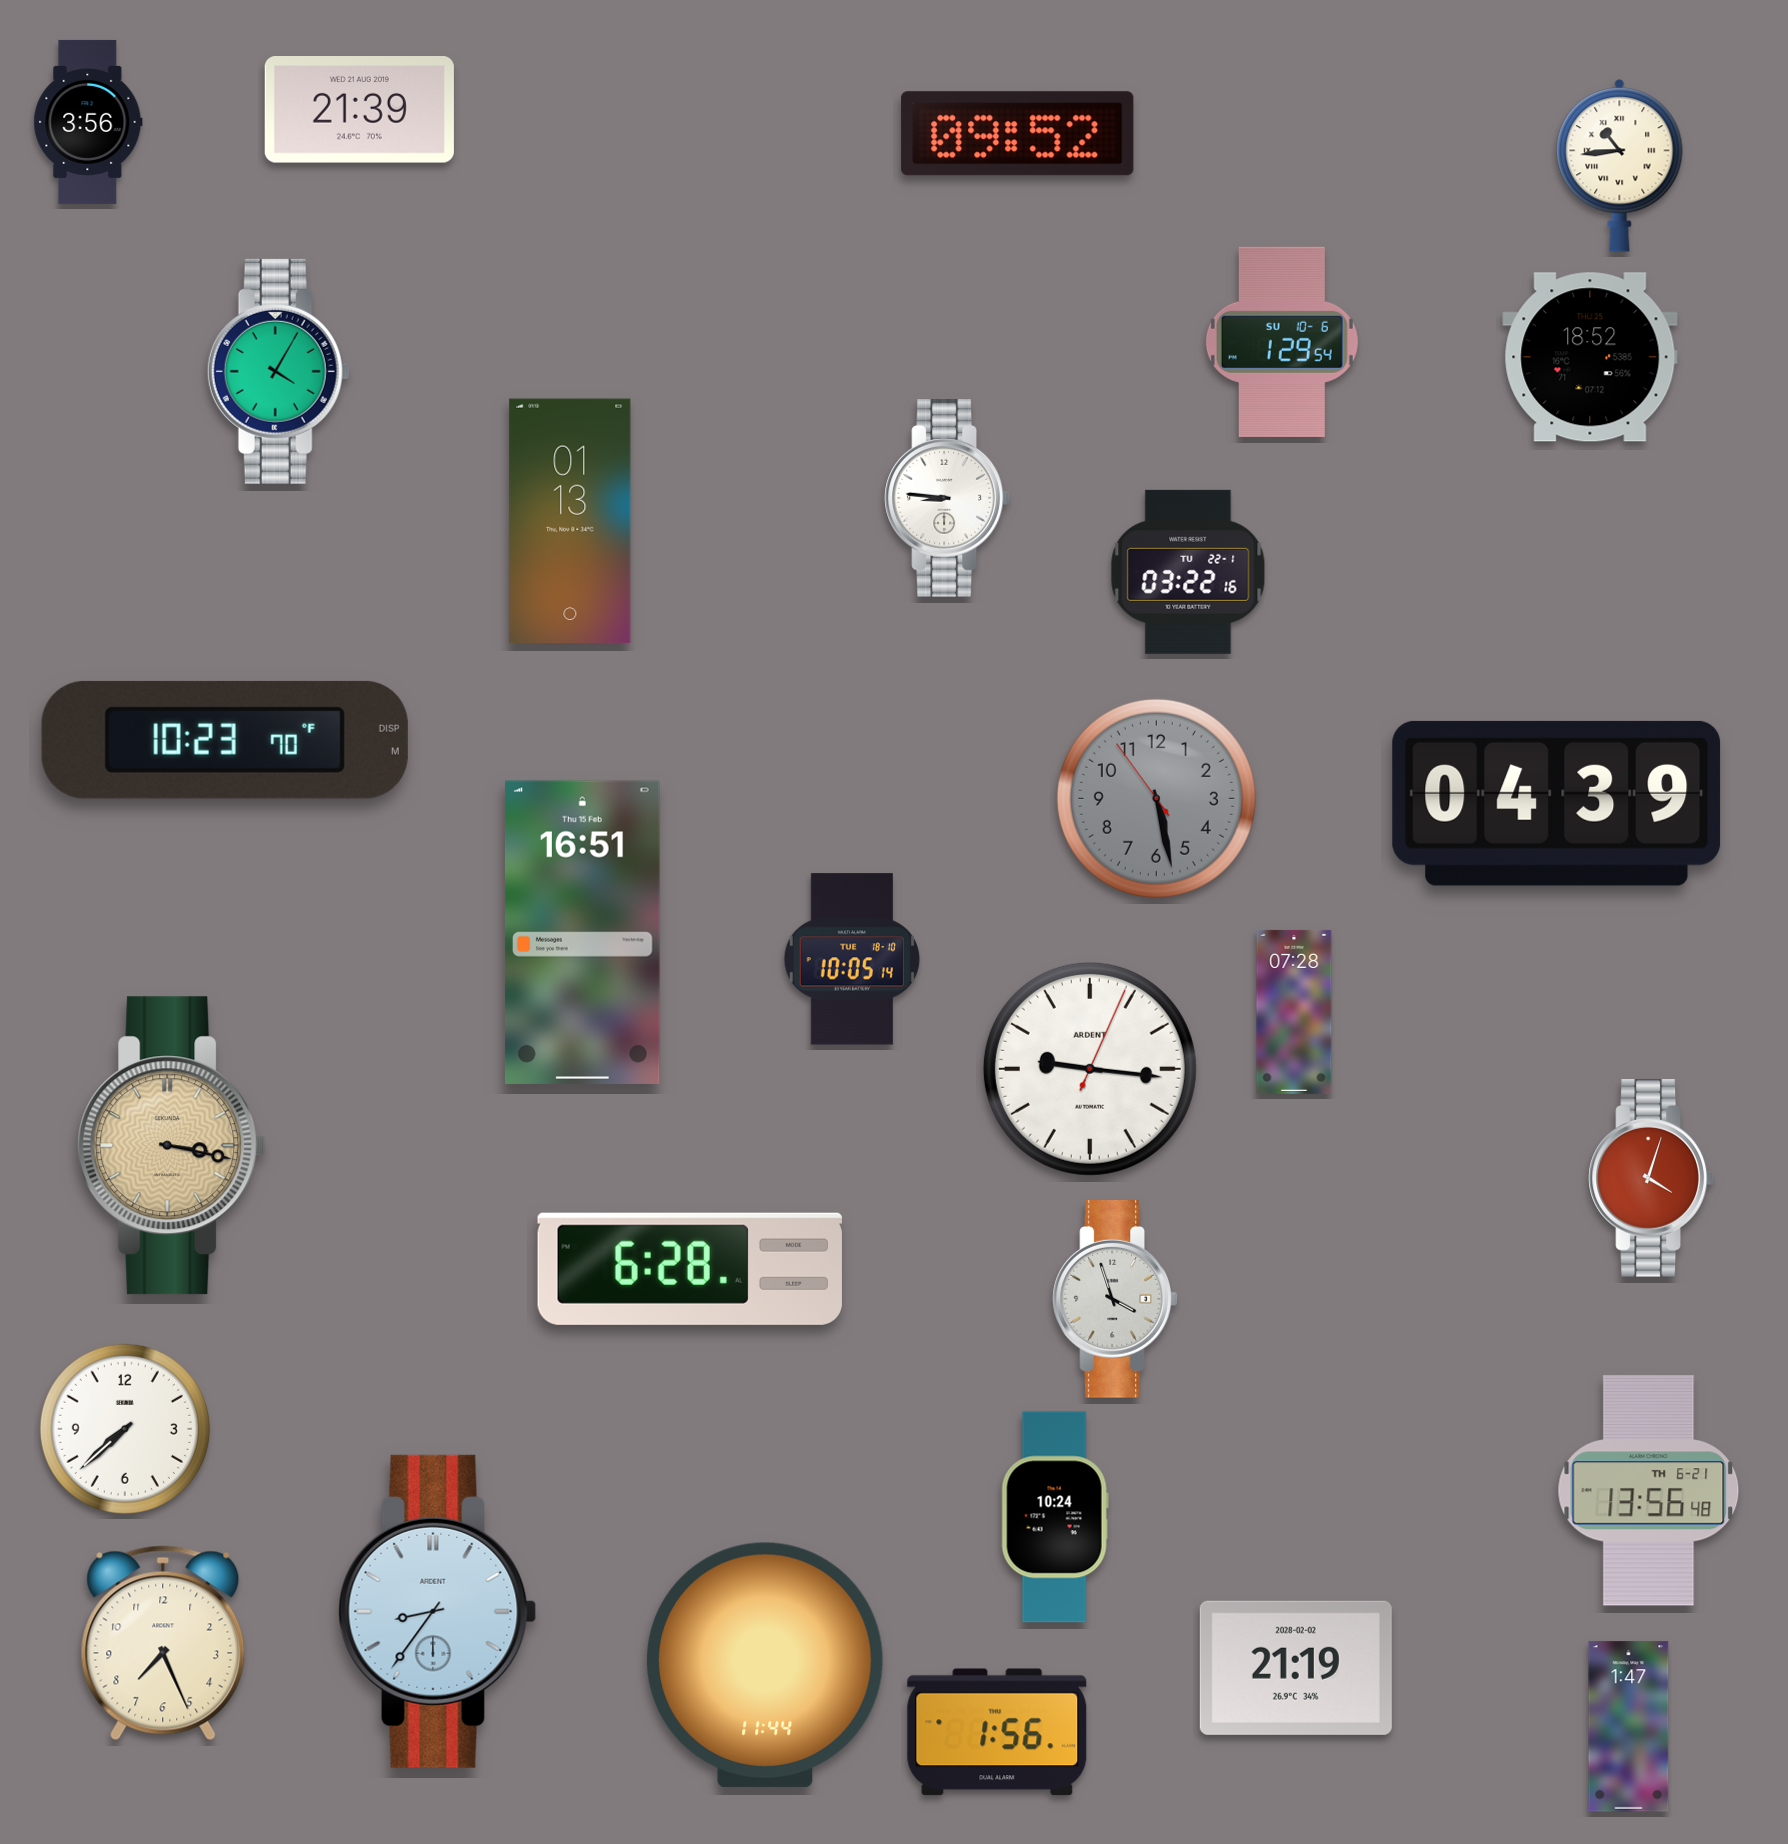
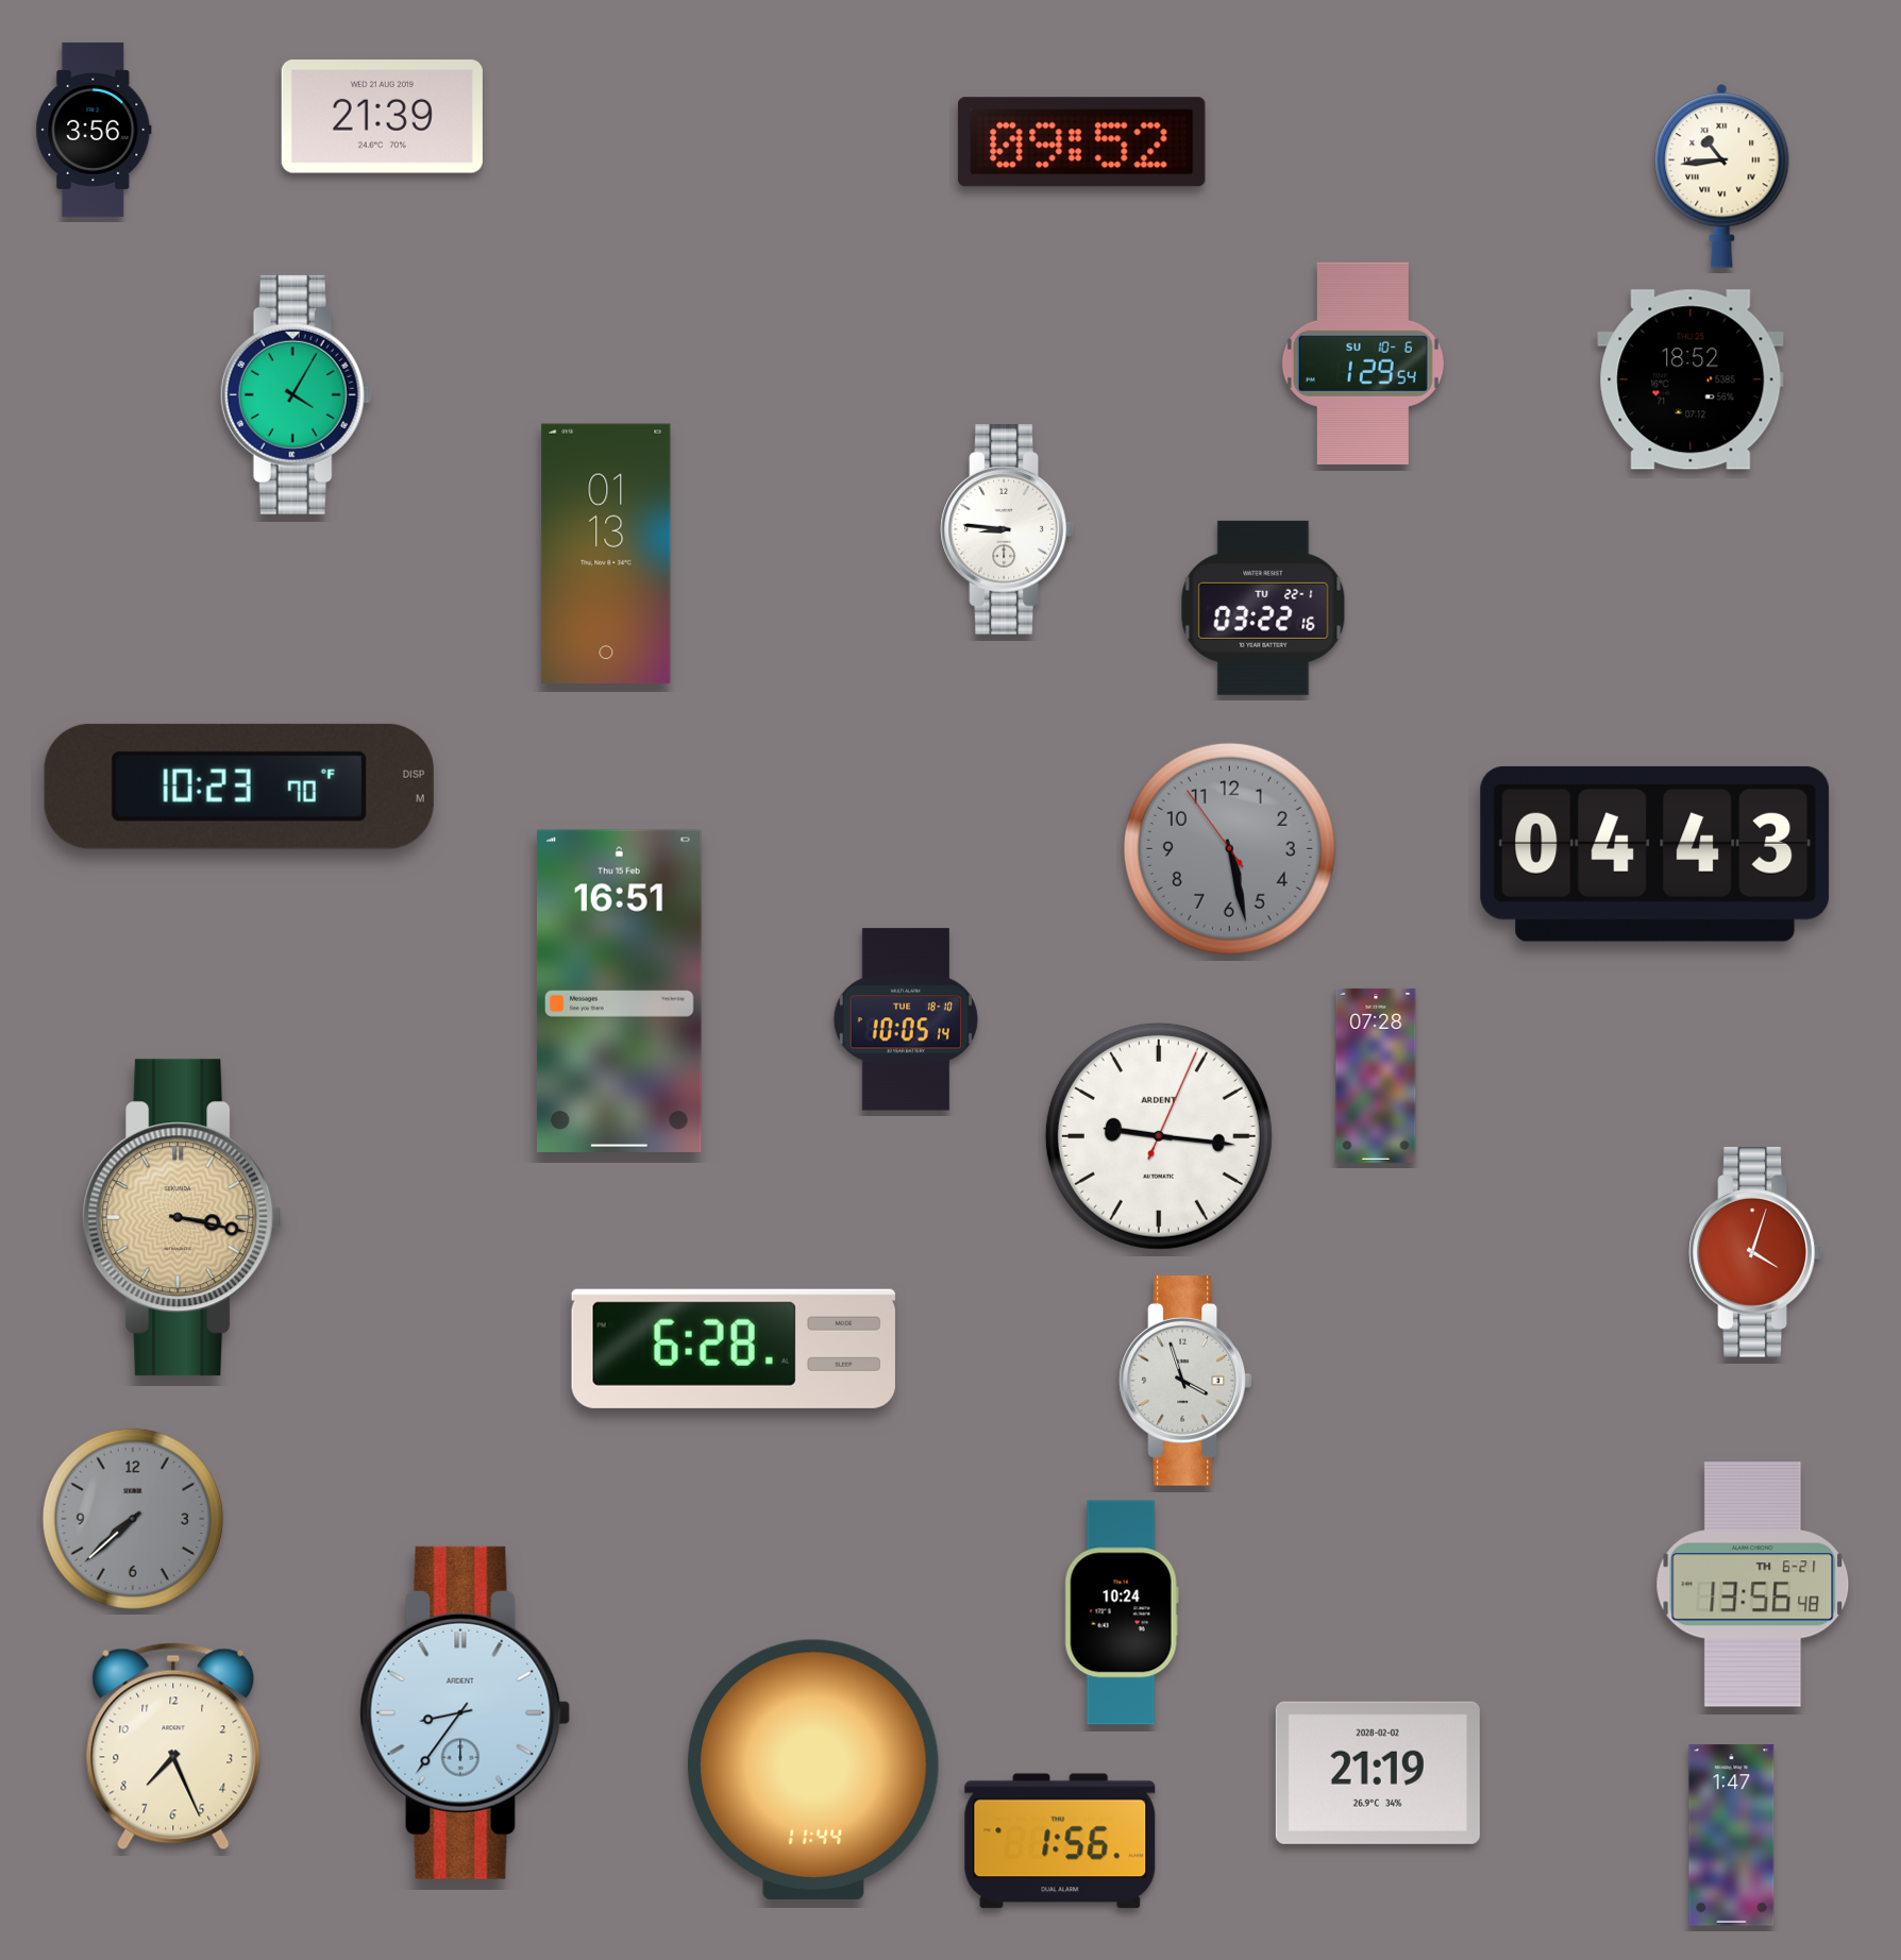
clock at (1557, 803): 04:39 -> 04:43
clock at (125, 1429) dial: white -> grey
